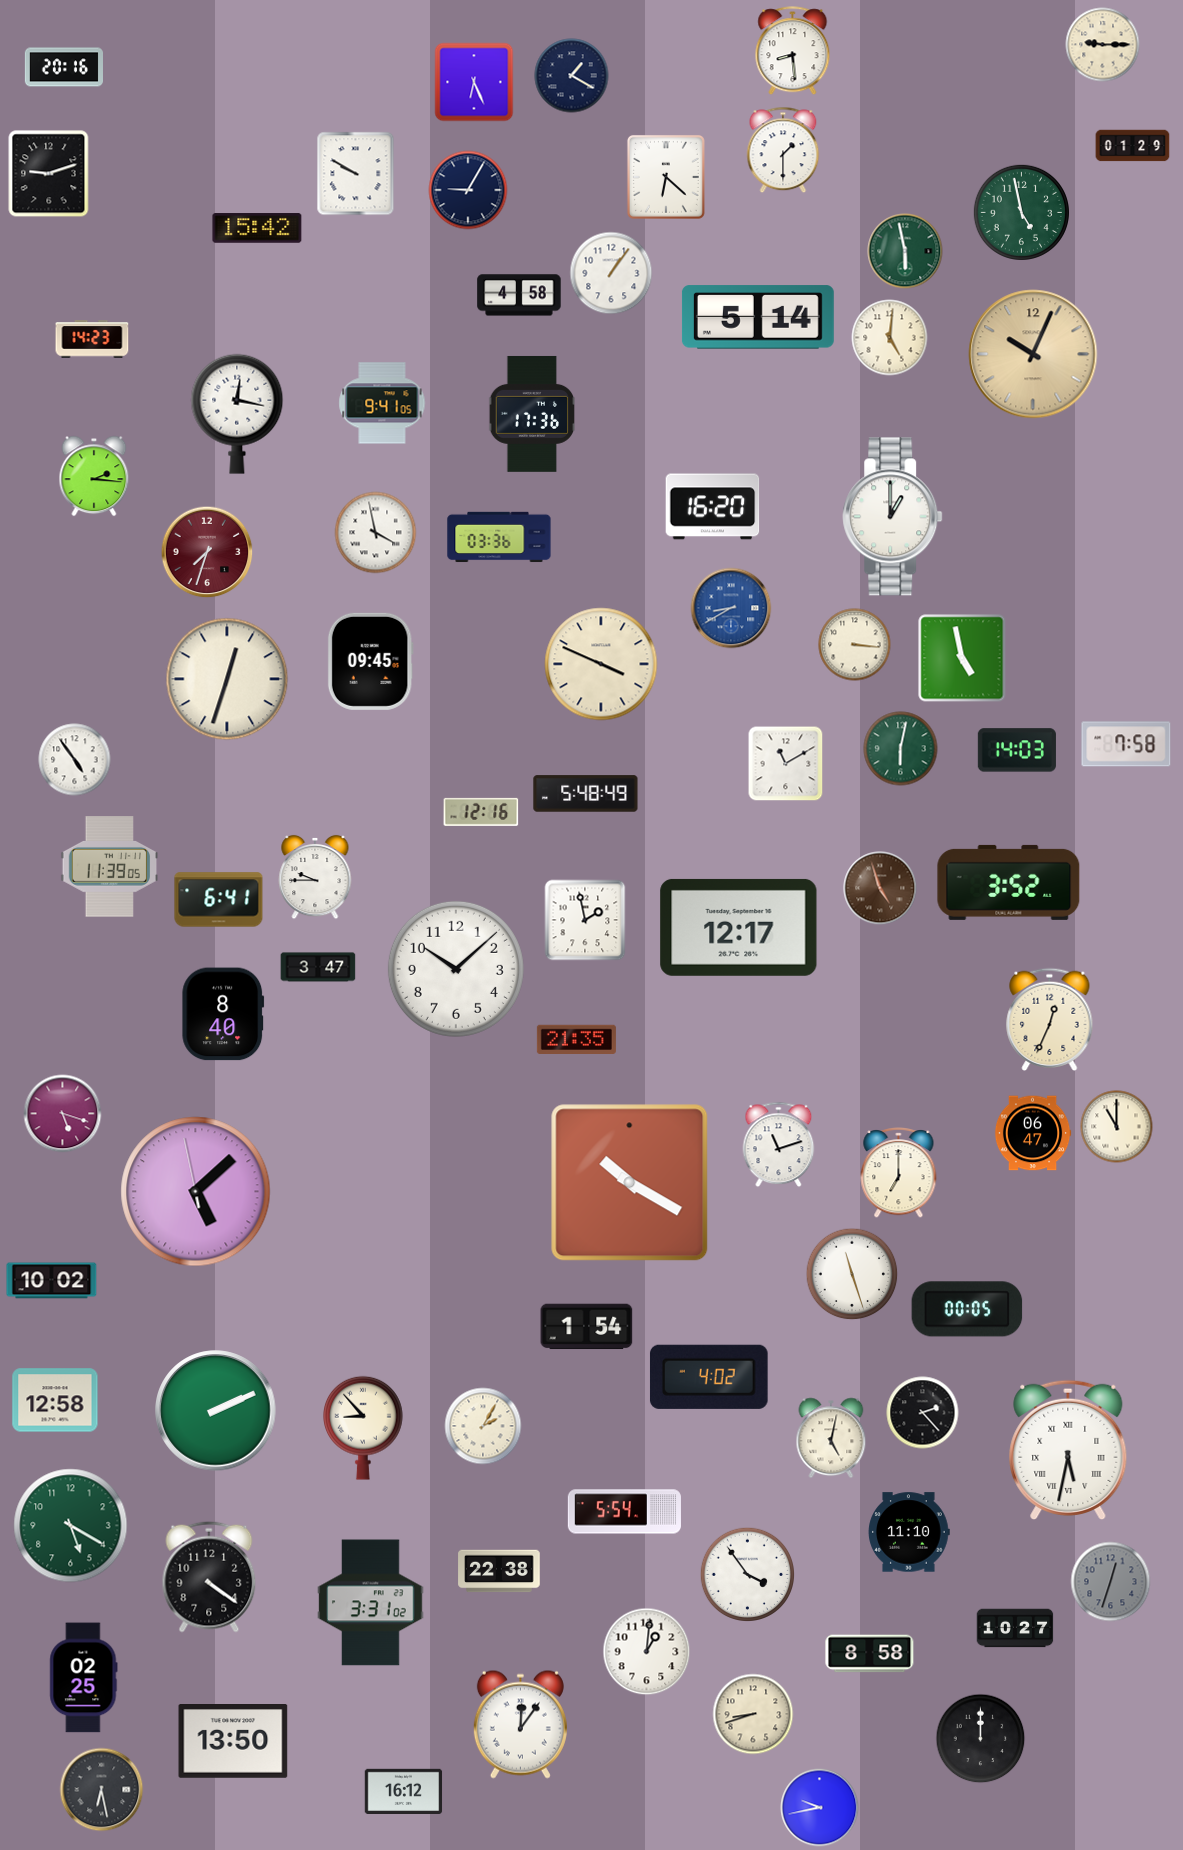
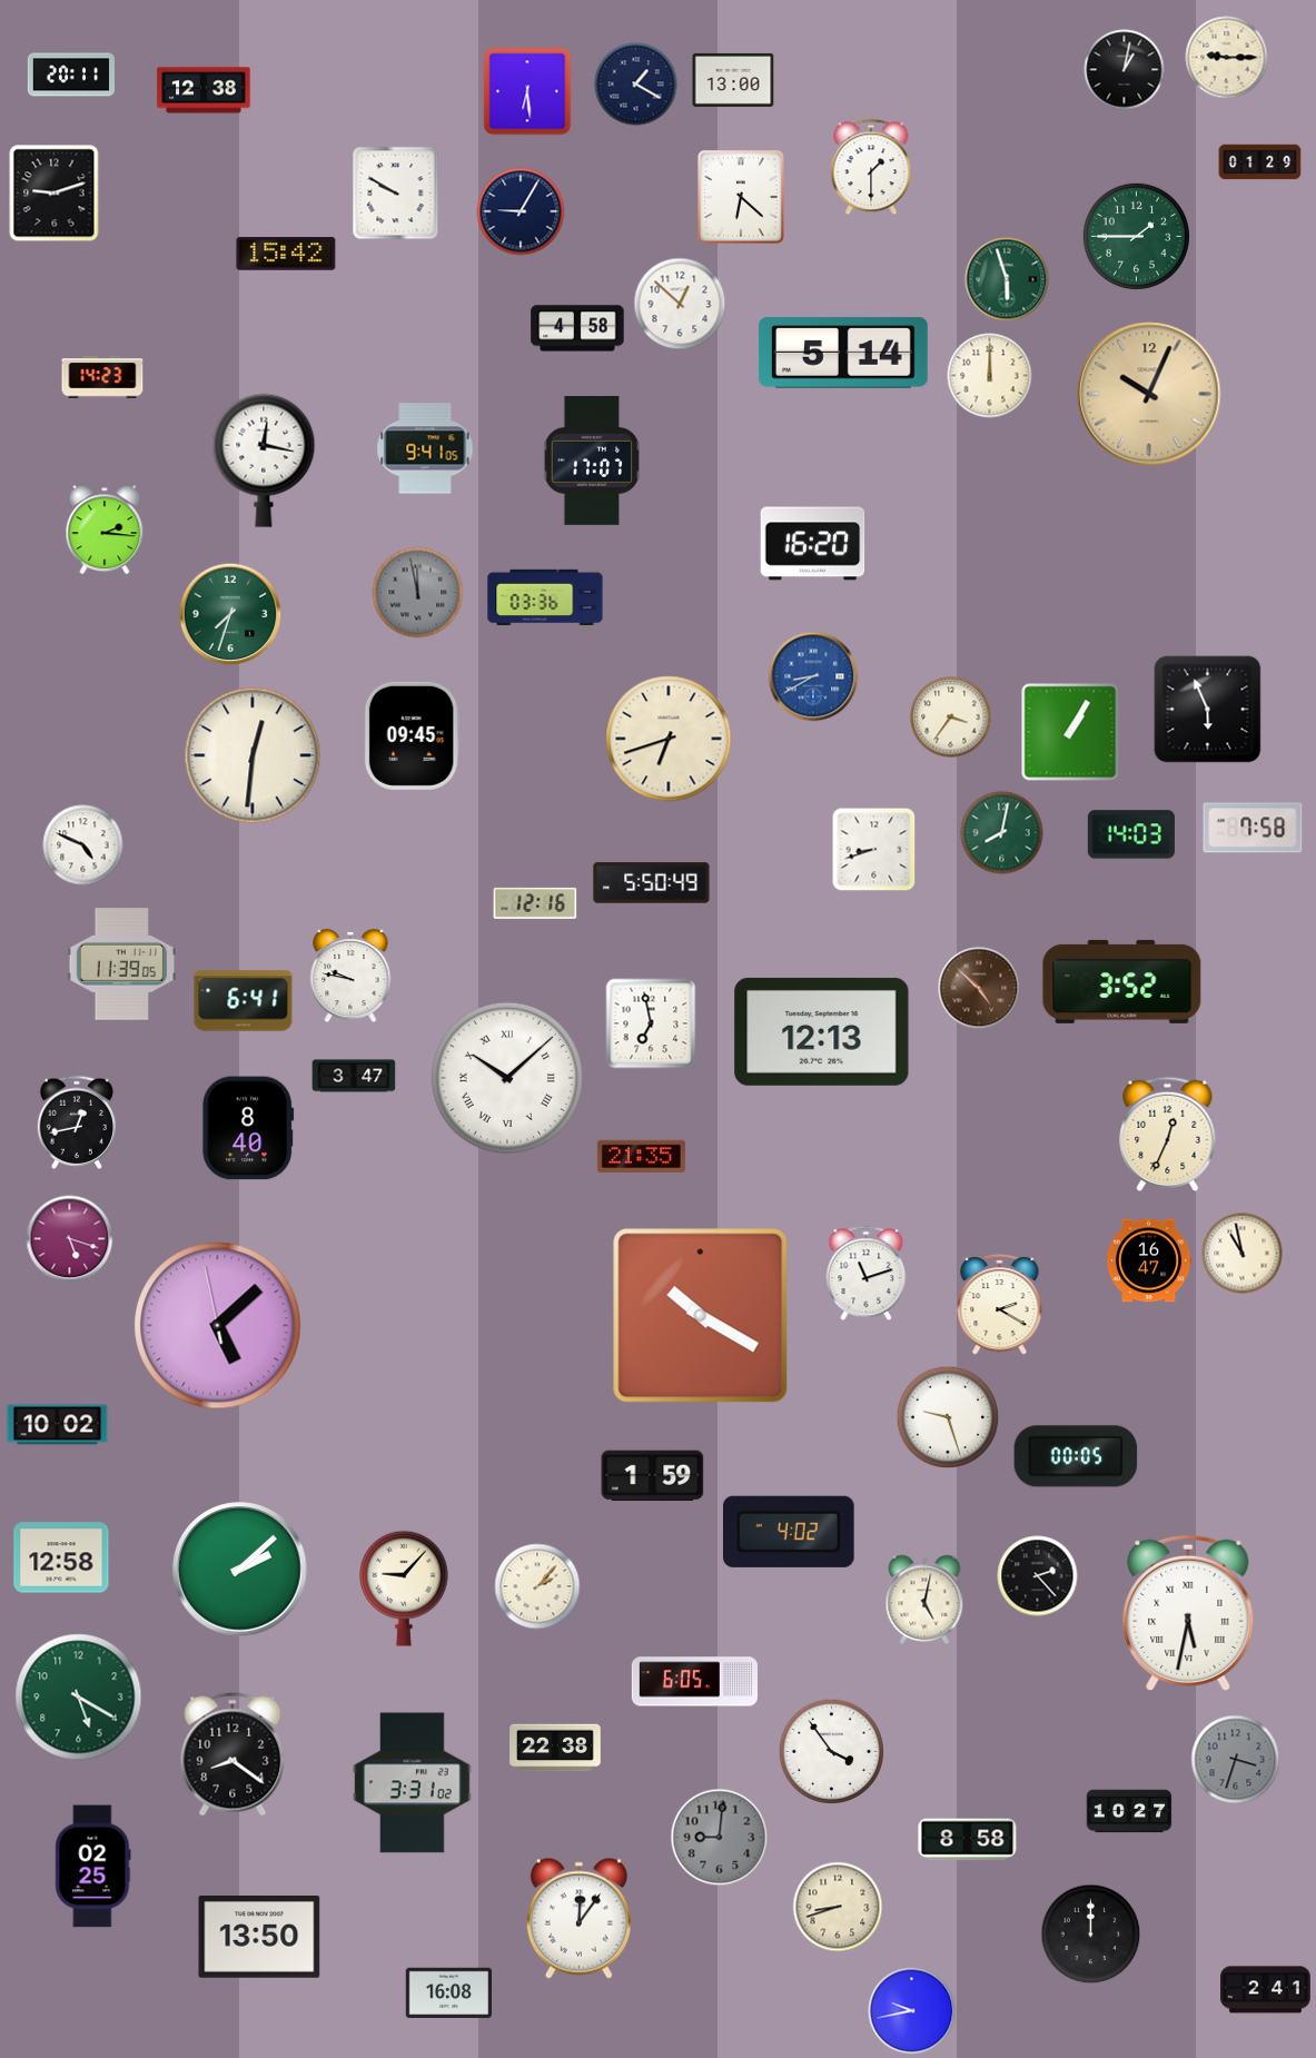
clock at (1103, 45) position: (1103, 45) -> (1227, 58)
clock at (793, 51): 8:29 -> none
clock at (1125, 70): none -> 1:02
clock at (63, 67): 20:16 -> 20:11
clock at (733, 80): none -> 13:00
clock at (204, 90): none -> 12:38
clock at (474, 82): 6:26 -> 6:29
clock at (1021, 212): 4:58 -> 1:45
clock at (905, 251): 5:58 -> 5:57
clock at (611, 273): 1:06 -> 12:52
clock at (890, 338): 5:01 -> 12:00
clock at (532, 414): 17:36 -> 17:07
clock at (713, 507) position: (713, 507) -> (813, 544)
clock at (893, 517): 1:00 -> none
clock at (376, 533): 3:58 -> 11:58
clock at (376, 533) dial: white -> grey
clock at (499, 537) position: (499, 537) -> (545, 597)
clock at (207, 552) dial: burgundy -> green
clock at (1208, 710): none -> 5:56
clock at (855, 645): 3:16 -> 3:36
clock at (962, 658): 4:58 -> 1:05
clock at (601, 664): 3:49 -> 6:42
clock at (227, 679): 12:33 -> 12:31
clock at (901, 749): 6:02 -> 8:02
clock at (75, 760): 4:54 -> 4:49
clock at (786, 764): 11:10 -> 8:42
clock at (586, 794): 5:48 -> 5:50
clock at (315, 877): 9:45 -> 9:47
clock at (880, 888): 4:57 -> 4:52
clock at (585, 920): 1:58 -> 6:58
clock at (739, 927): 12:17 -> 12:13
clock at (456, 969) numerals: Arabic -> Roman
clock at (77, 1122): none -> 12:43
clock at (1117, 1127): 11:00 -> 10:58
clock at (1033, 1133): 06:47 -> 16:47
clock at (899, 1173): 7:00 -> 2:20
clock at (852, 1274): 11:27 -> 9:27
clock at (587, 1327): 1:54 -> 1:59
clock at (216, 1411): 2:11 -> 2:08
clock at (923, 1413) position: (923, 1413) -> (1038, 1576)
clock at (483, 1426): 2:05 -> 2:07
clock at (364, 1428): 8:53 -> 9:07
clock at (624, 1512): 5:54 -> 6:05
clock at (909, 1532): 11:10 -> none
clock at (209, 1577): 4:21 -> 8:21
clock at (1111, 1582): 12:33 -> 3:33
clock at (647, 1652): 1:01 -> 9:01
clock at (647, 1652) dial: white -> grey
clock at (1266, 1990): none -> 2:41
clock at (102, 1790): 6:28 -> none
clock at (404, 1791): 16:12 -> 16:08
